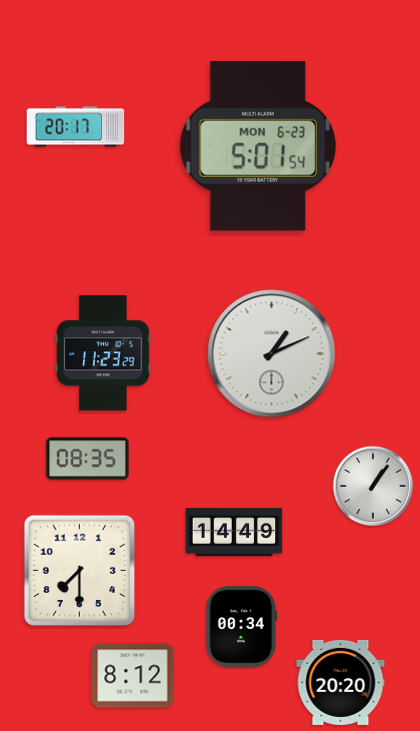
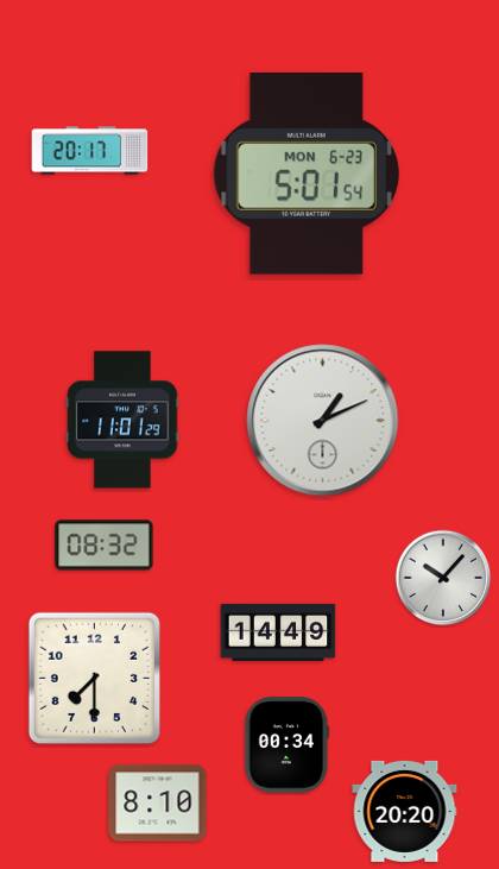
clock at (103, 353): 11:23 -> 11:01
clock at (88, 459): 08:35 -> 08:32
clock at (373, 486): 1:06 -> 10:07
clock at (133, 676): 8:12 -> 8:10
